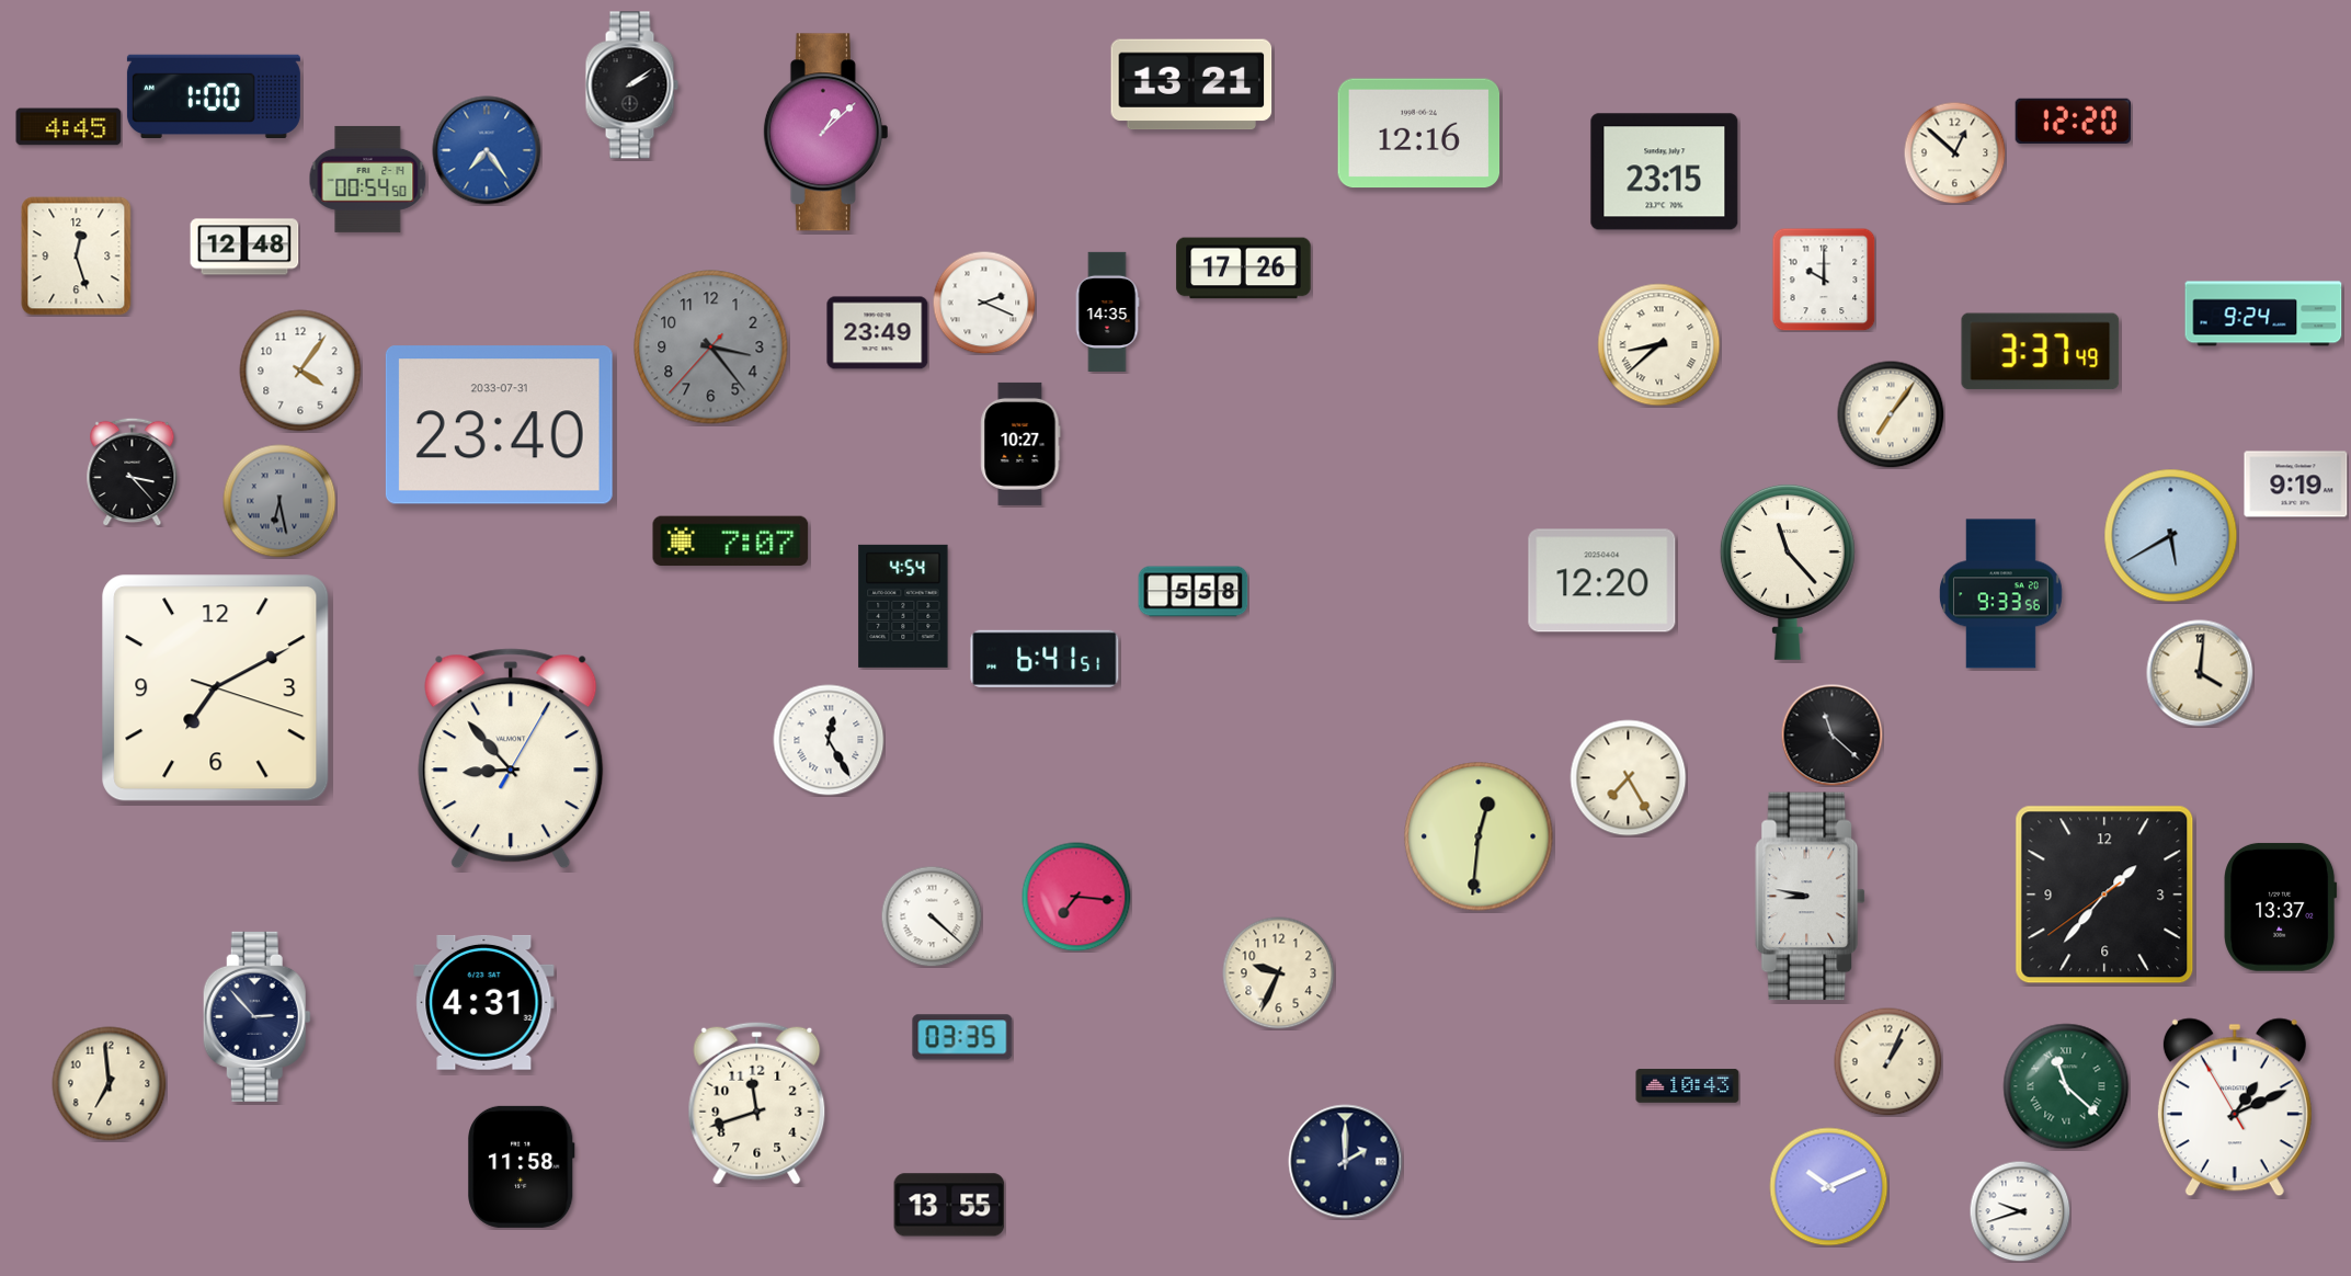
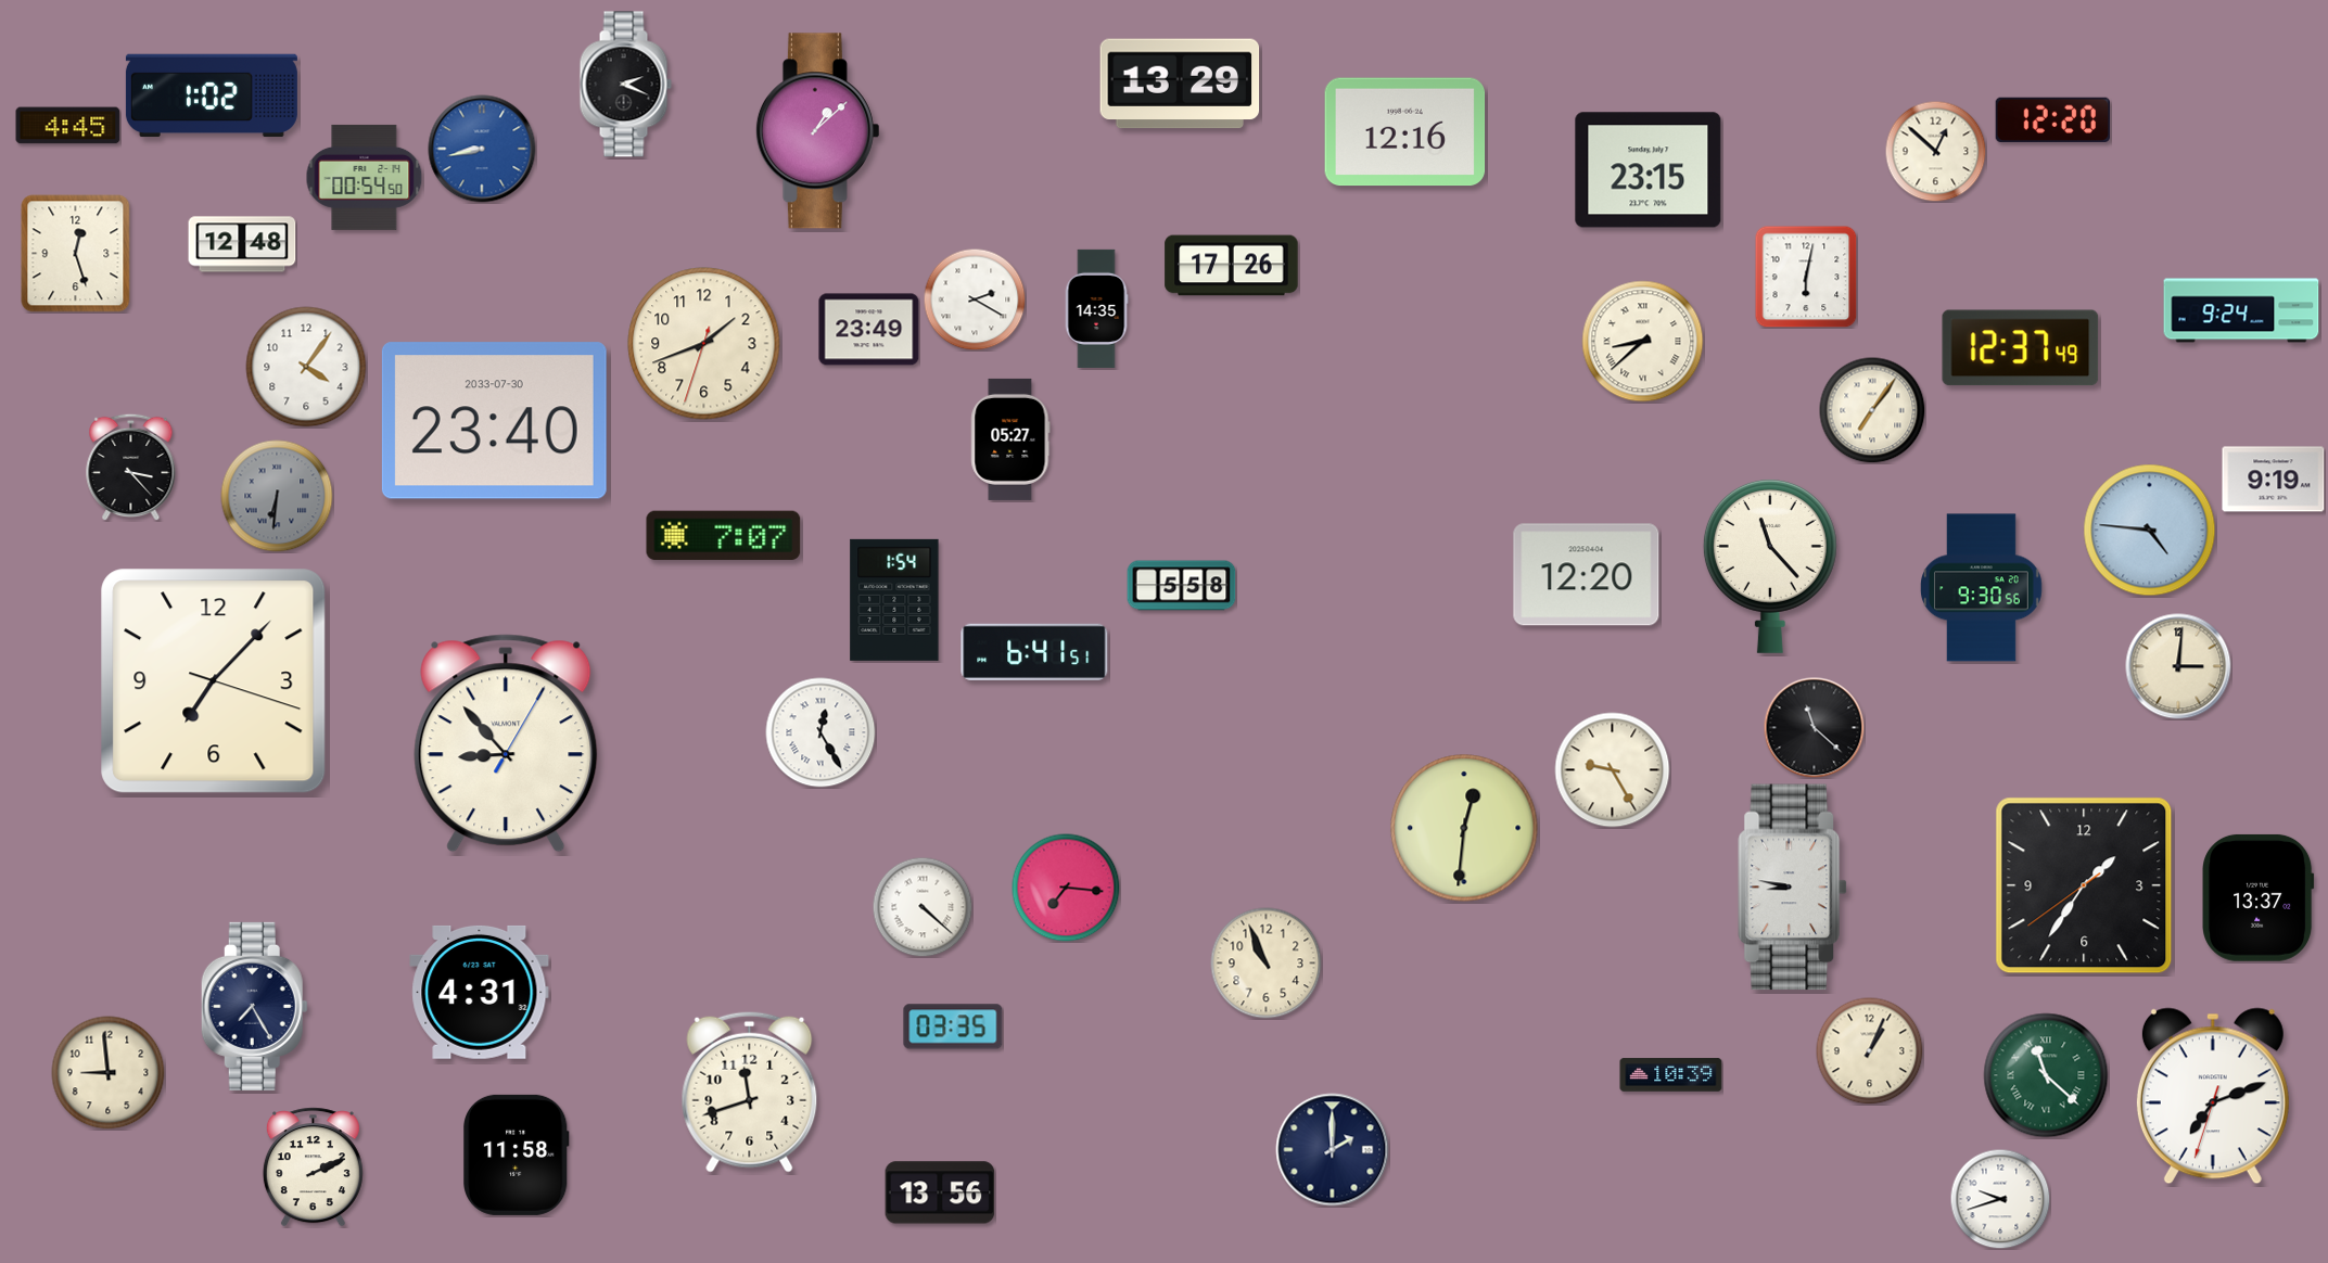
clock at (1191, 84): 13:21 -> 13:29
clock at (631, 86): 2:09 -> 2:19
clock at (214, 96): 1:00 -> 1:02
clock at (487, 150): 7:24 -> 8:43
clock at (1824, 280): 10:00 -> 6:02
clock at (984, 303): 2:19 -> 2:20
clock at (711, 348): 3:23 -> 1:41
clock at (711, 348) dial: grey -> cream
clock at (2041, 352): 3:37 -> 12:37
clock at (300, 371) position: (300, 371) -> (306, 367)
clock at (499, 425) date: 2033-07-31 -> 2033-07-30
clock at (1020, 444): 10:27 -> 05:27
clock at (279, 501): 6:28 -> 6:31
clock at (2171, 536): 5:40 -> 4:46
clock at (2001, 594): 9:33 -> 9:30
clock at (903, 606): 4:54 -> 1:54
clock at (2200, 673): 4:01 -> 3:01
clock at (216, 688): 7:10 -> 7:07
clock at (511, 759) position: (511, 759) -> (506, 743)
clock at (1629, 778): 7:25 -> 9:25
clock at (2104, 895): 1:36 -> 1:35
clock at (1279, 973): 9:34 -> 10:56
clock at (256, 1016): 2:53 -> 7:25
clock at (110, 1084): 6:59 -> 8:59
clock at (1688, 1086): 10:43 -> 10:39
clock at (2235, 1107): 1:10 -> 7:11
clock at (313, 1168): none -> 2:11
clock at (1829, 1187): 10:11 -> none
clock at (949, 1205): 13:55 -> 13:56
